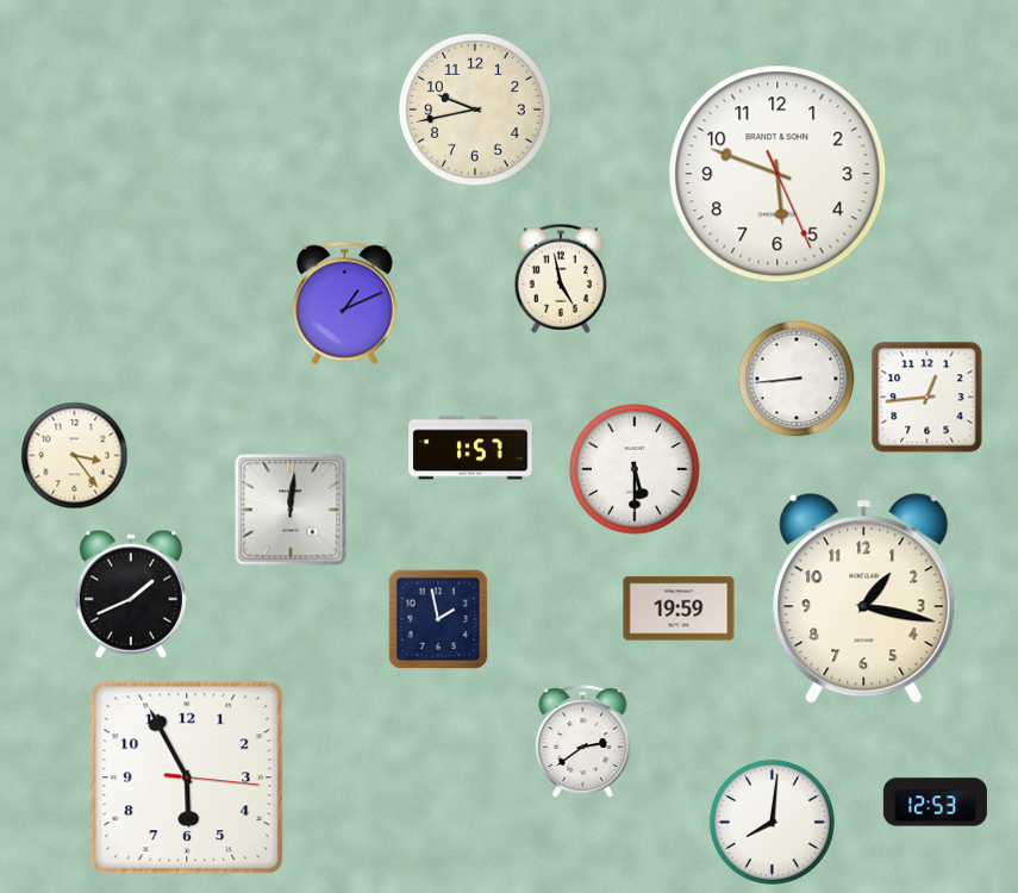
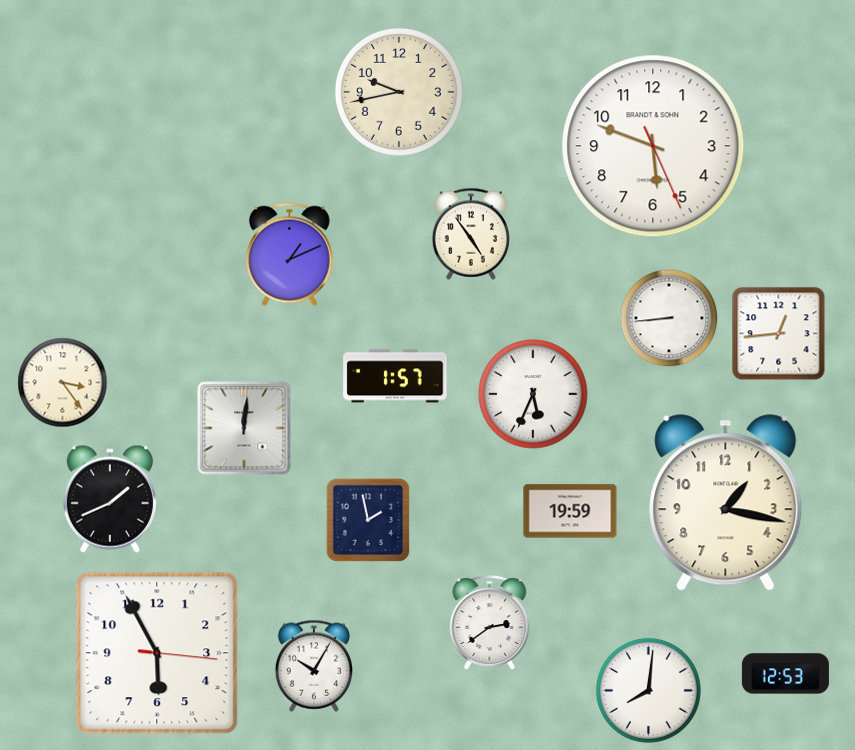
clock at (560, 279): 4:58 -> 4:54
clock at (635, 469): 5:30 -> 5:34
clock at (313, 666): none -> 10:05
